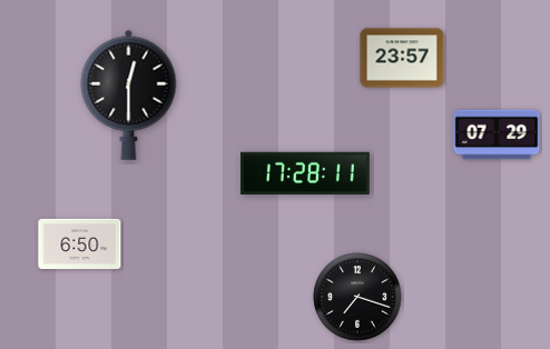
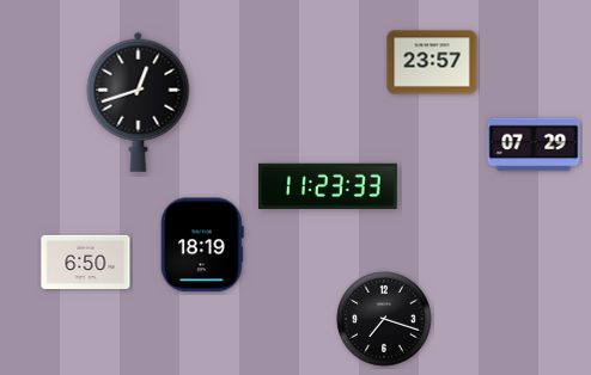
clock at (129, 94): 12:30 -> 12:42
clock at (306, 172): 17:28 -> 11:23
clock at (202, 245): none -> 18:19
